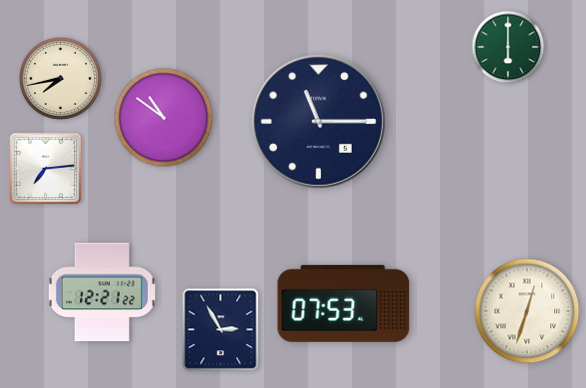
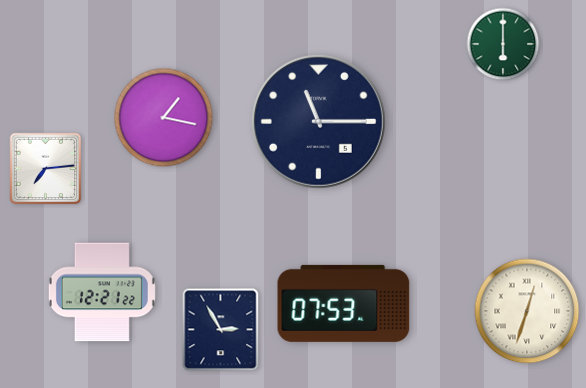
clock at (508, 47) position: (508, 47) -> (503, 44)
clock at (60, 78): 7:43 -> none
clock at (164, 118): 10:51 -> 1:17
